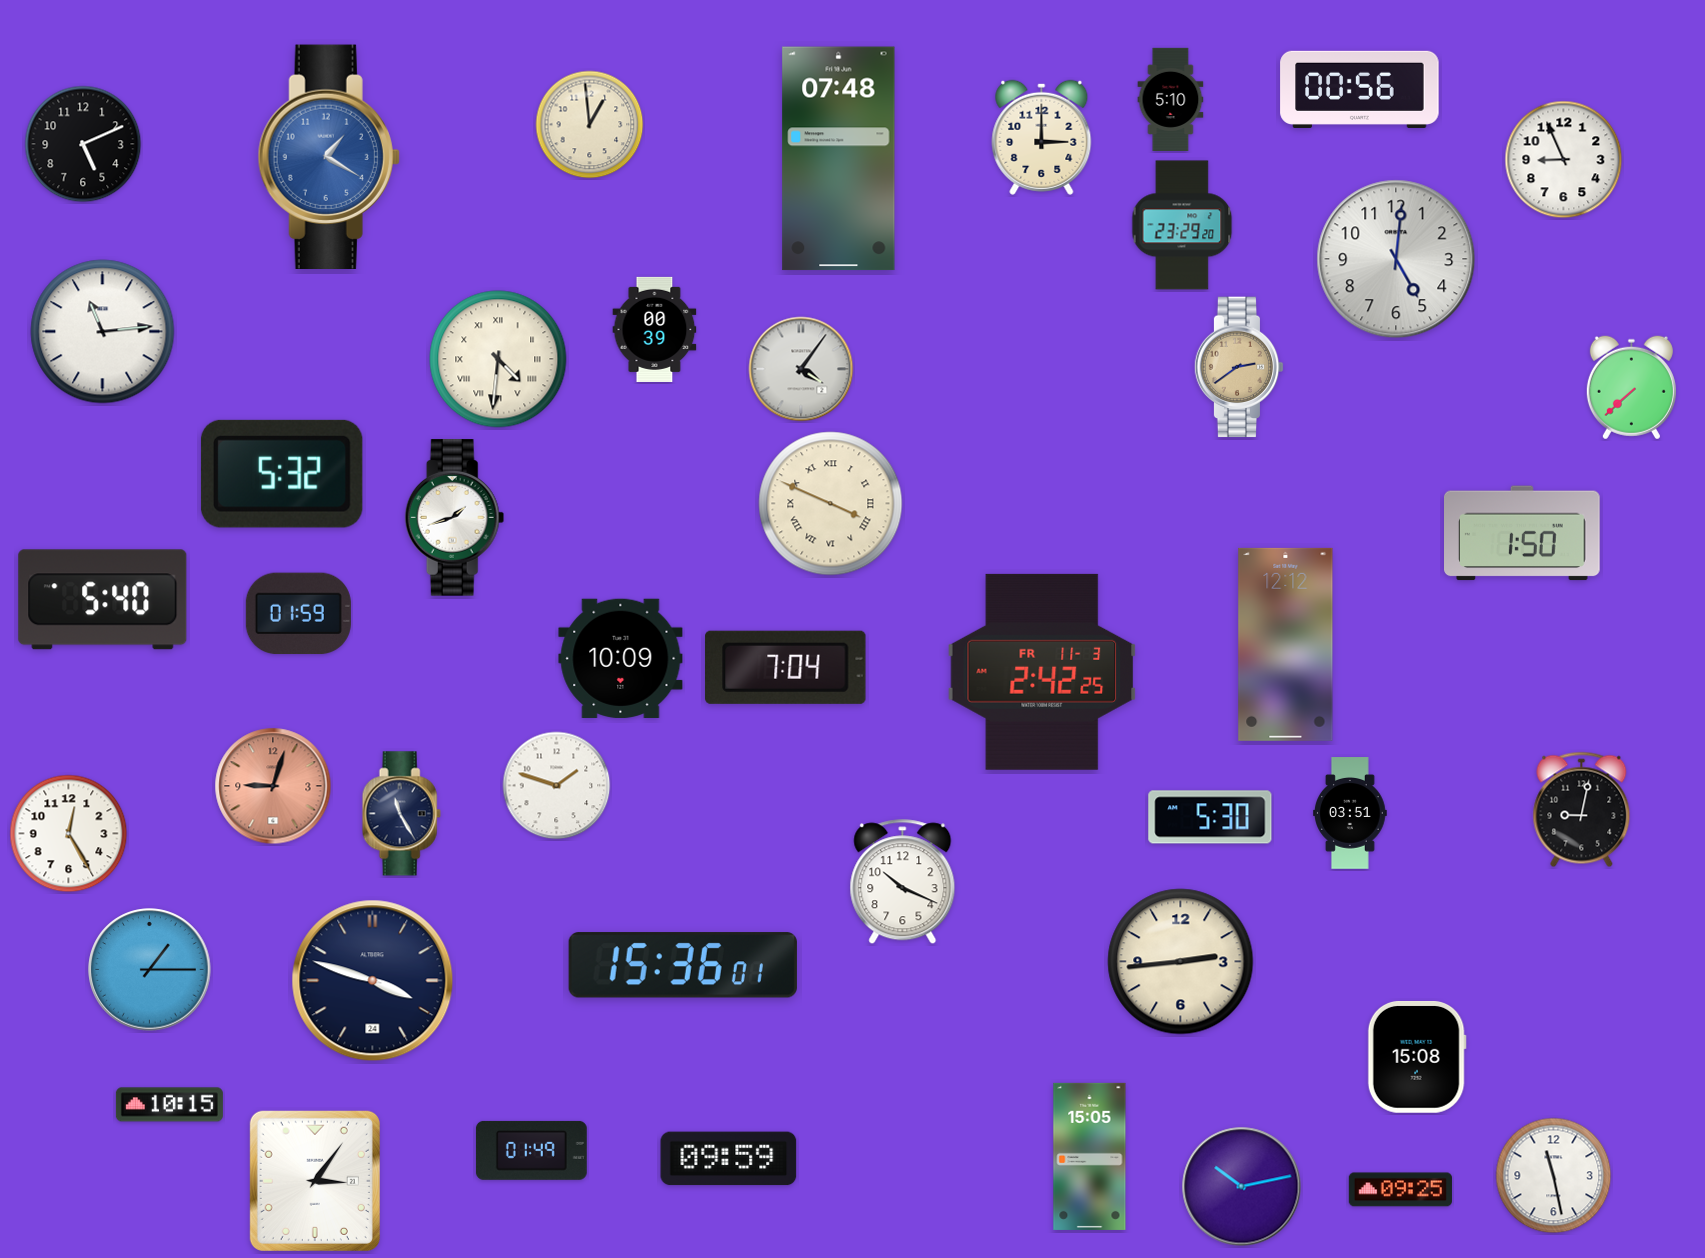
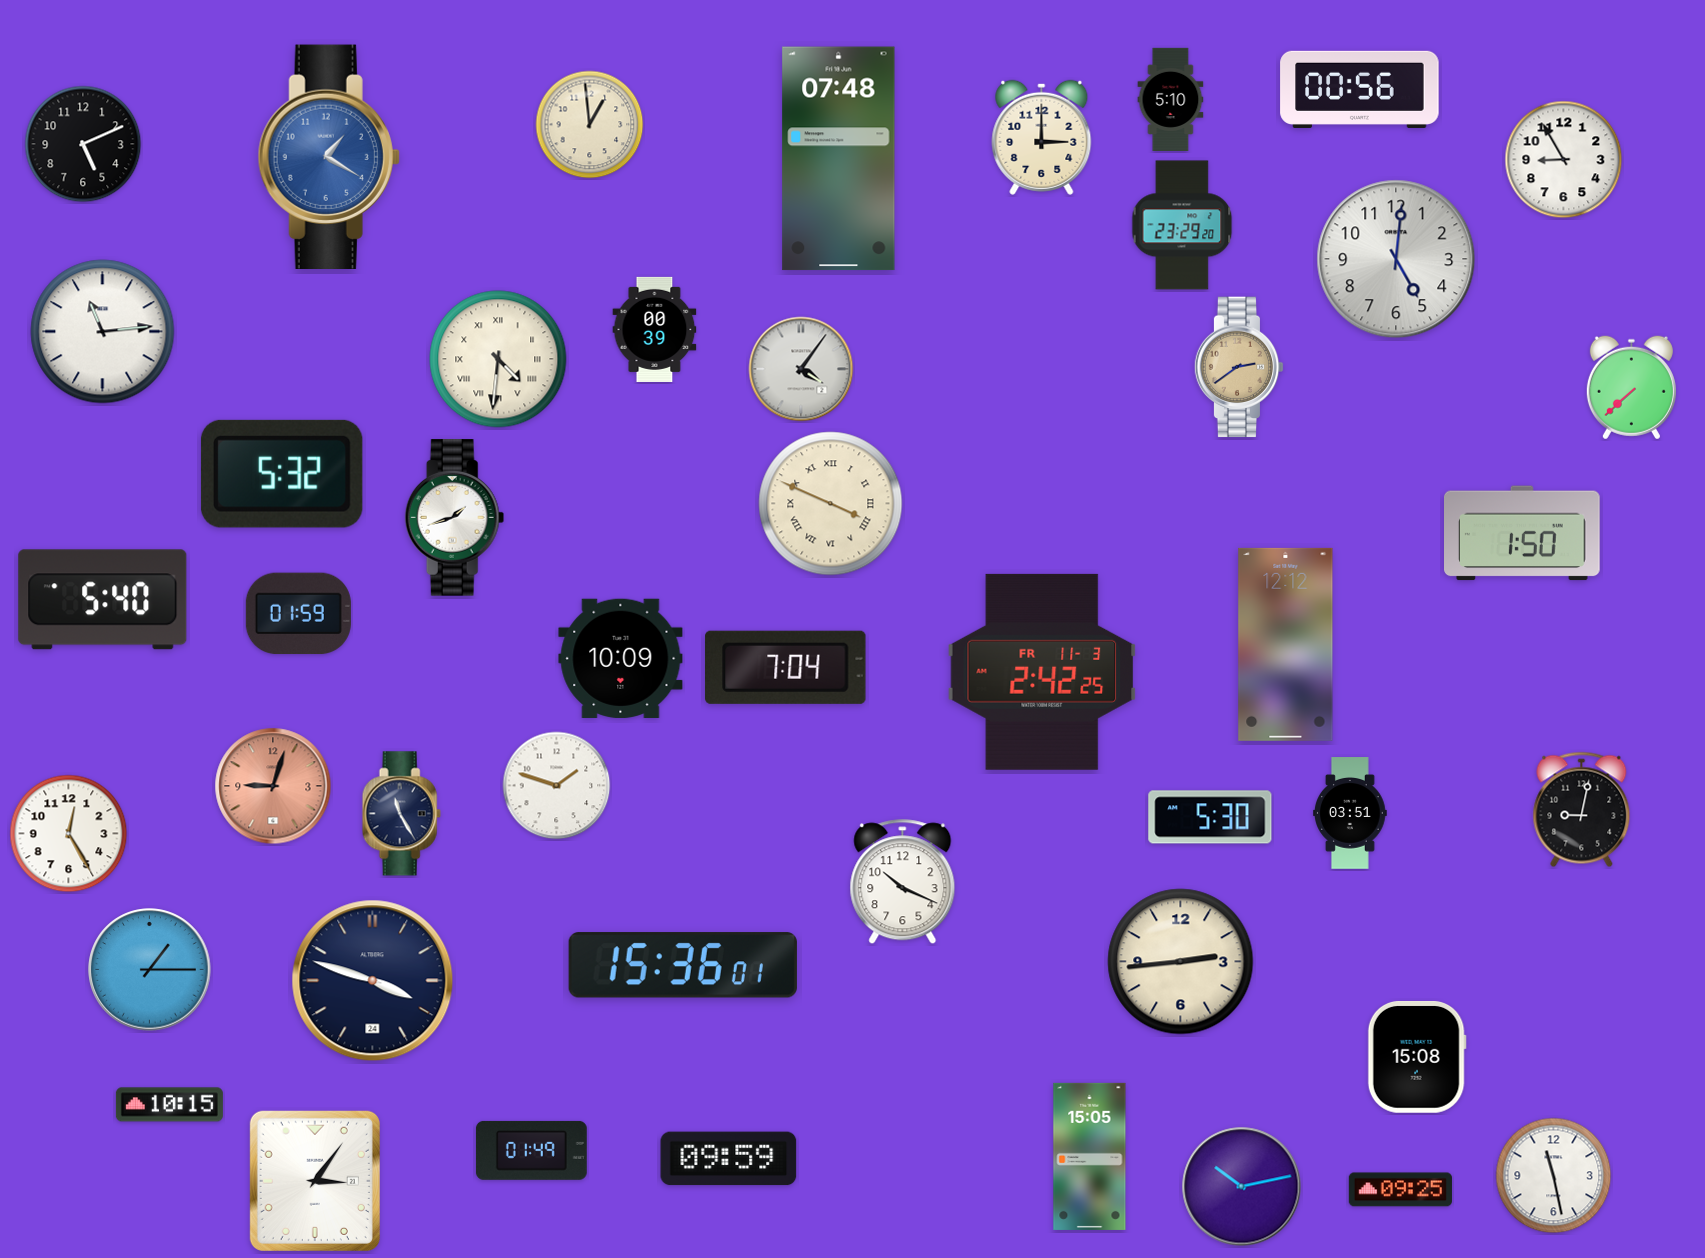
clock at (1564, 160): 8:56 -> 8:55
